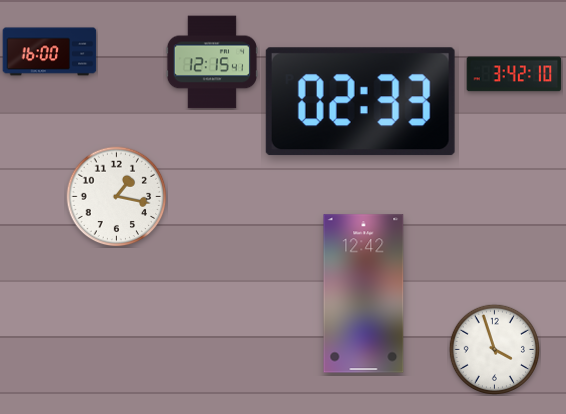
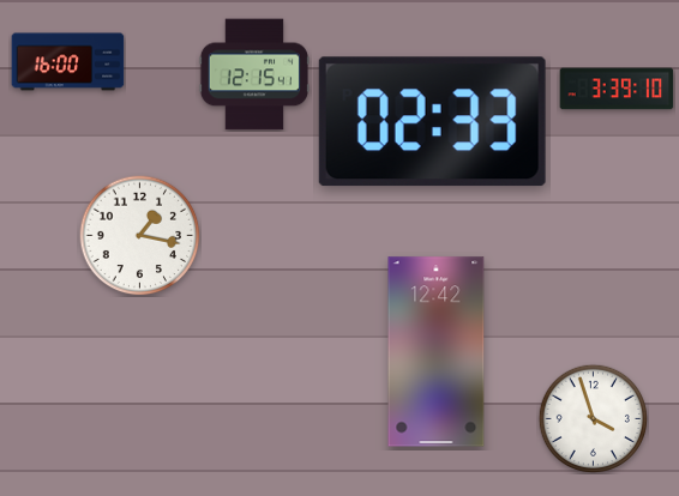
clock at (50, 52) position: (50, 52) -> (68, 62)
clock at (514, 74): 3:42 -> 3:39
